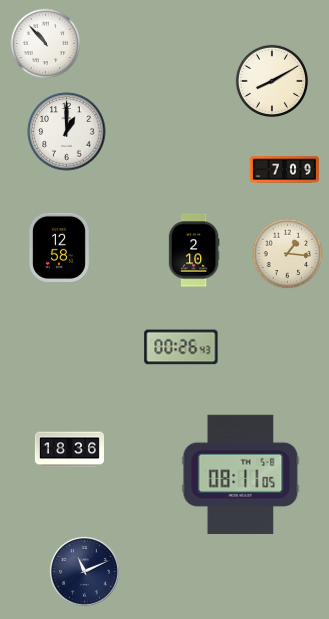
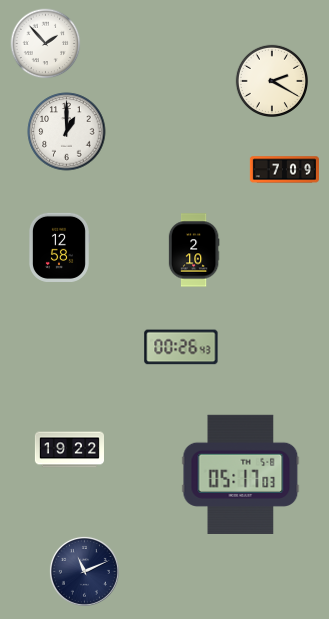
clock at (46, 44): 10:53 -> 1:53
clock at (271, 80): 8:10 -> 2:20
clock at (288, 254): 1:16 -> none
clock at (69, 450): 18:36 -> 19:22
clock at (241, 474): 08:11 -> 05:17
